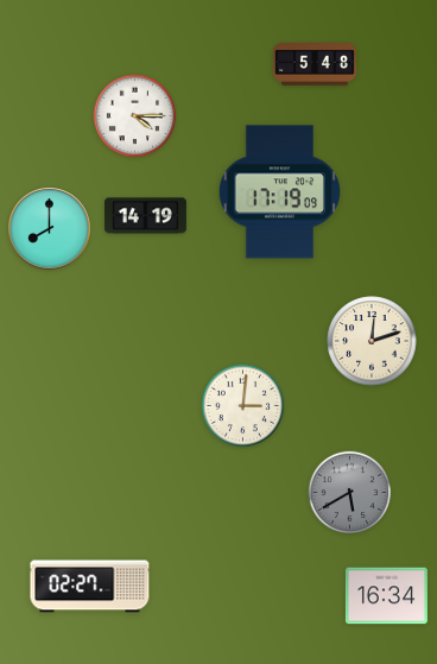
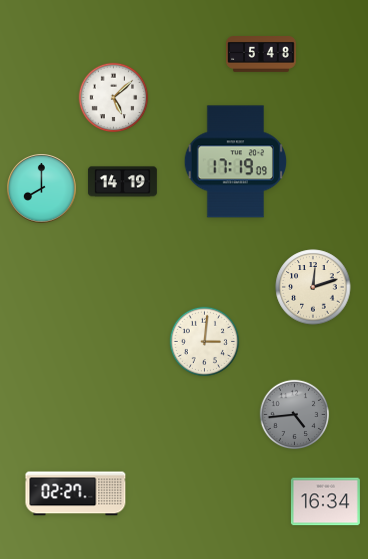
clock at (315, 65) position: (315, 65) -> (261, 55)
clock at (135, 116): 4:15 -> 5:08
clock at (50, 229) position: (50, 229) -> (42, 189)
clock at (350, 493): 5:40 -> 4:44
